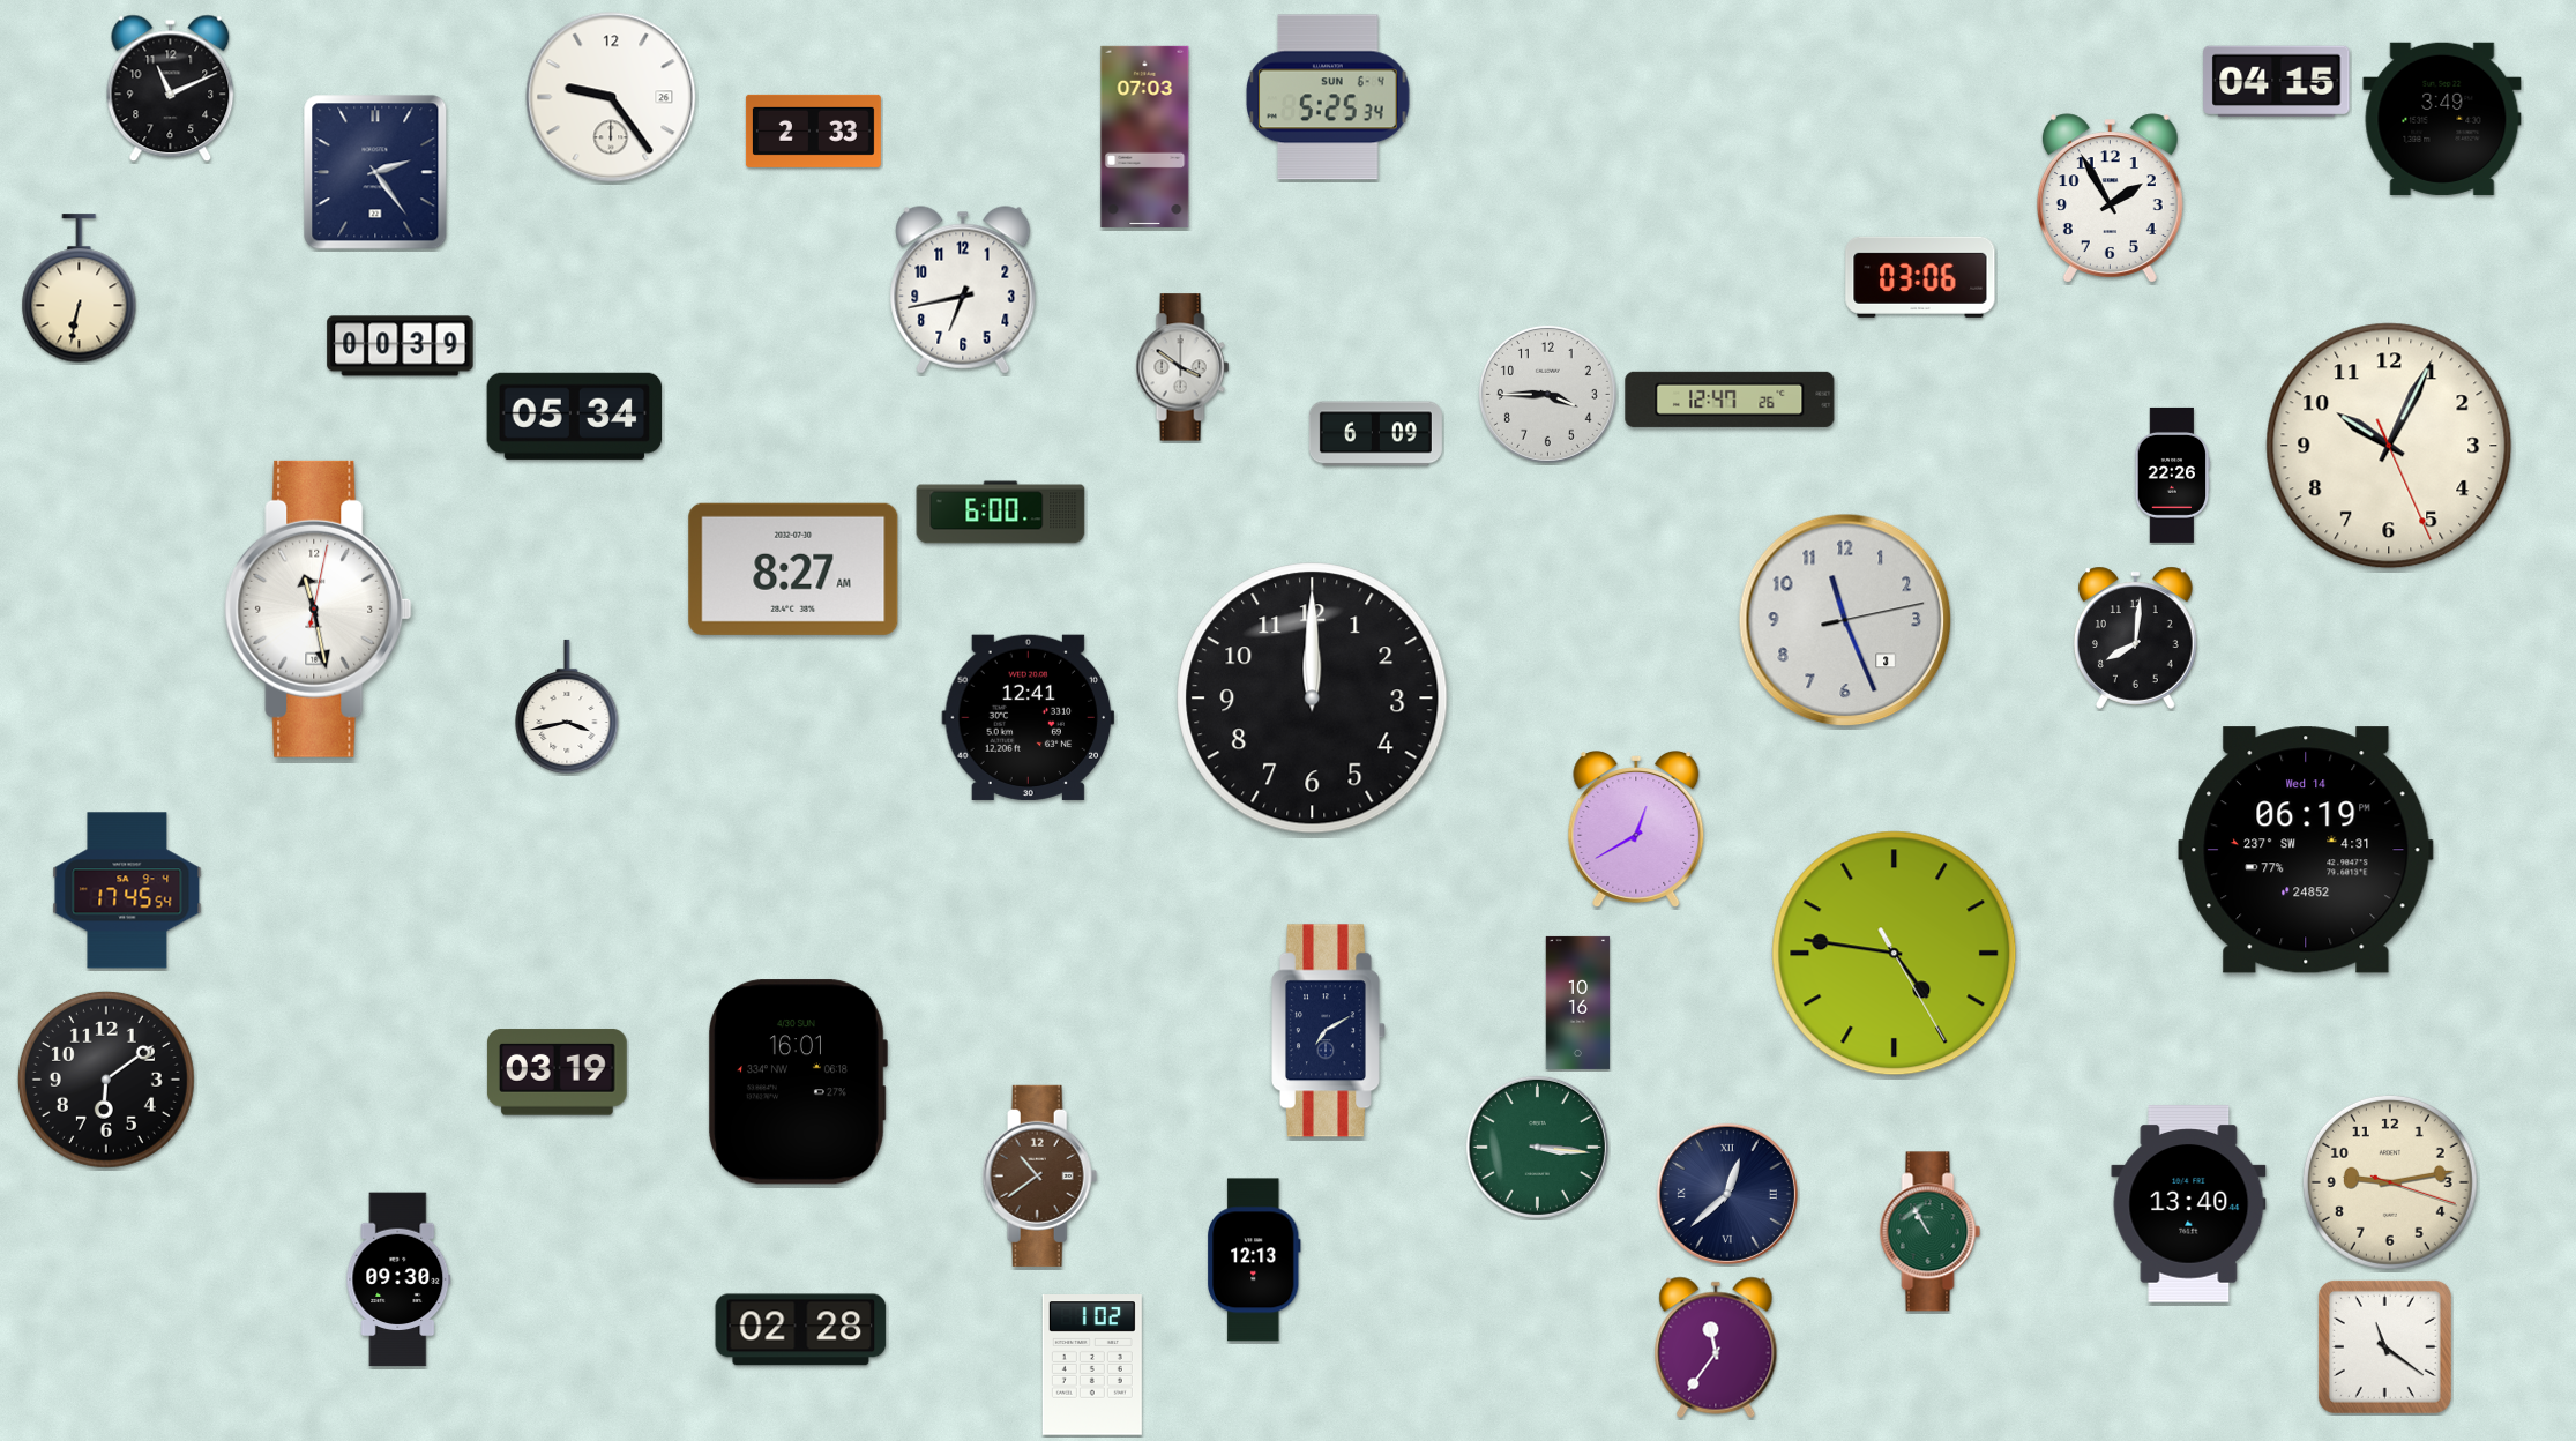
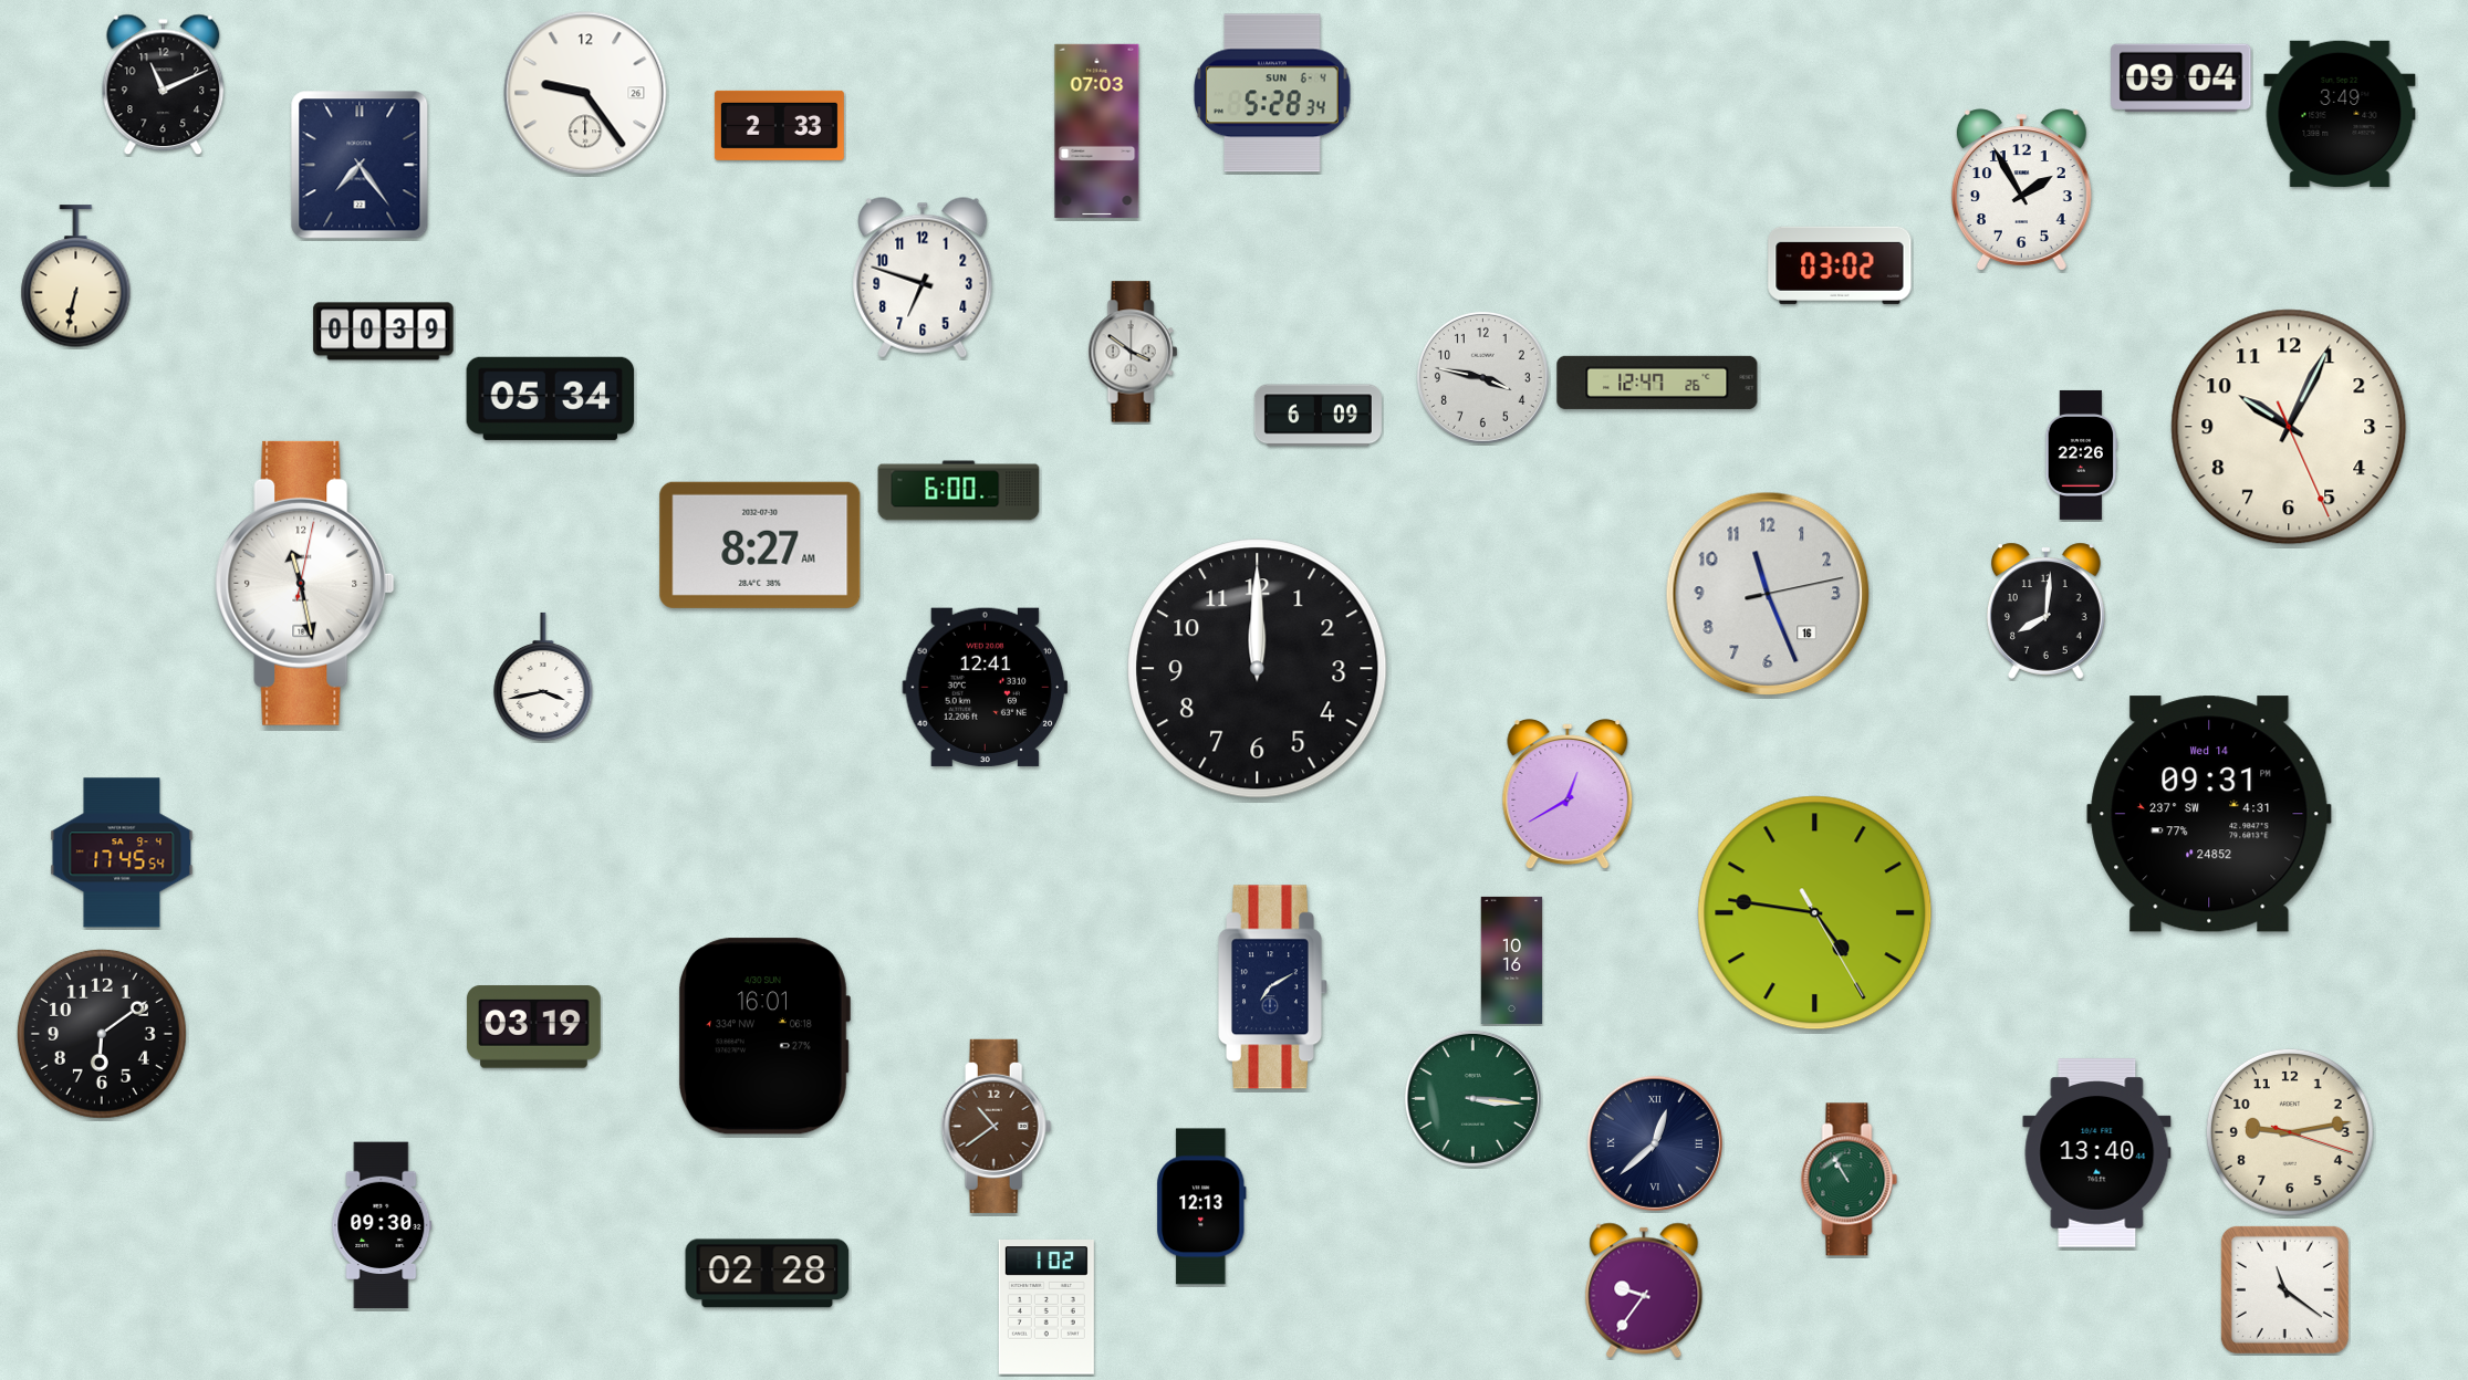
clock at (2277, 81): 04:15 -> 09:04
clock at (1328, 97): 5:25 -> 5:28
clock at (375, 172): 2:24 -> 7:24
clock at (1920, 277): 03:06 -> 03:02
clock at (963, 290): 6:43 -> 6:48
clock at (1547, 394): 3:45 -> 3:47
clock at (1845, 620) date: 3 -> 16
clock at (2306, 850): 06:19 -> 09:31
clock at (1716, 1347): 11:36 -> 9:36
